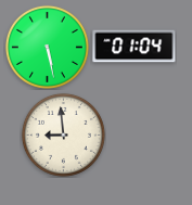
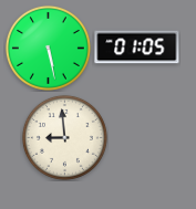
clock at (135, 47): 01:04 -> 01:05
